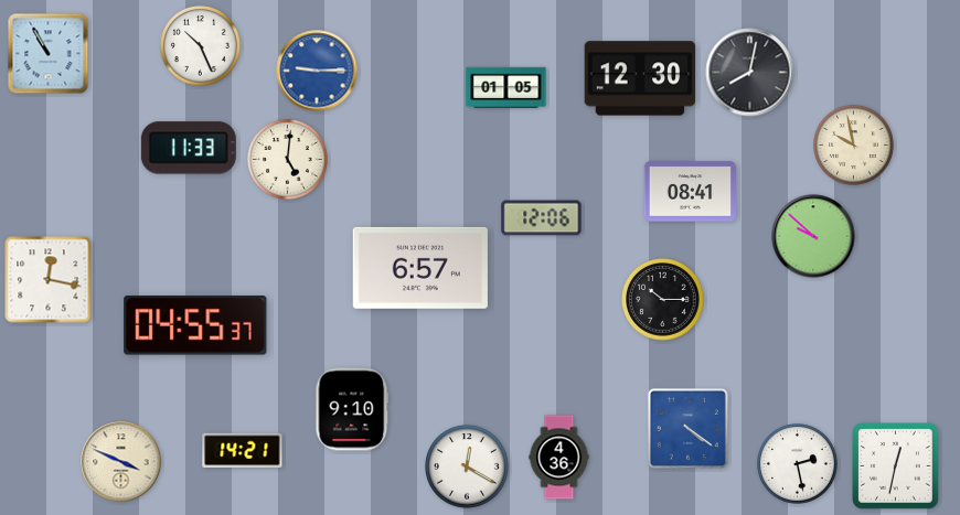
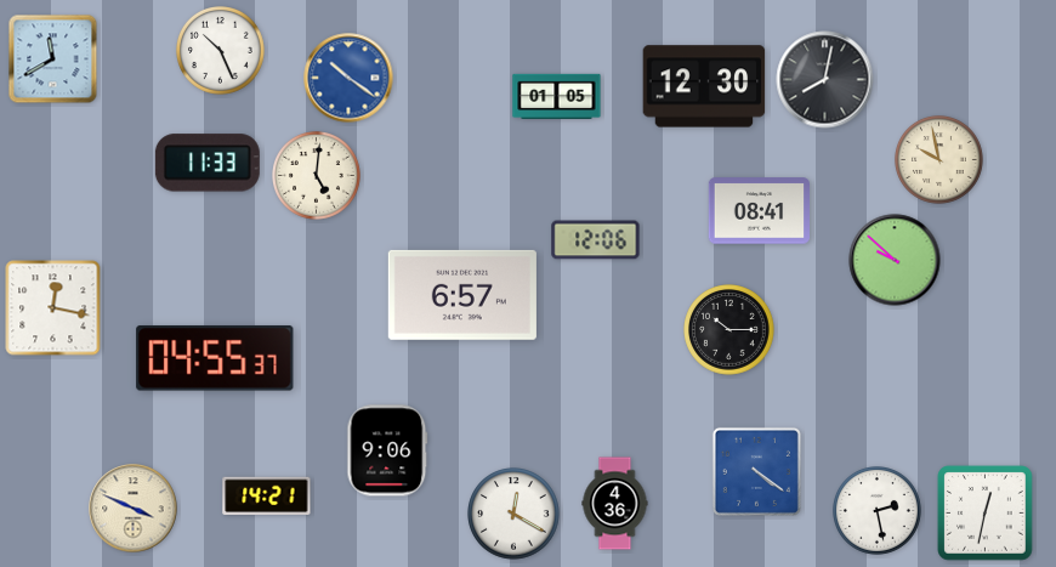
clock at (49, 54): 10:55 -> 11:40
clock at (317, 71): 9:15 -> 10:21
clock at (352, 409): 9:10 -> 9:06
